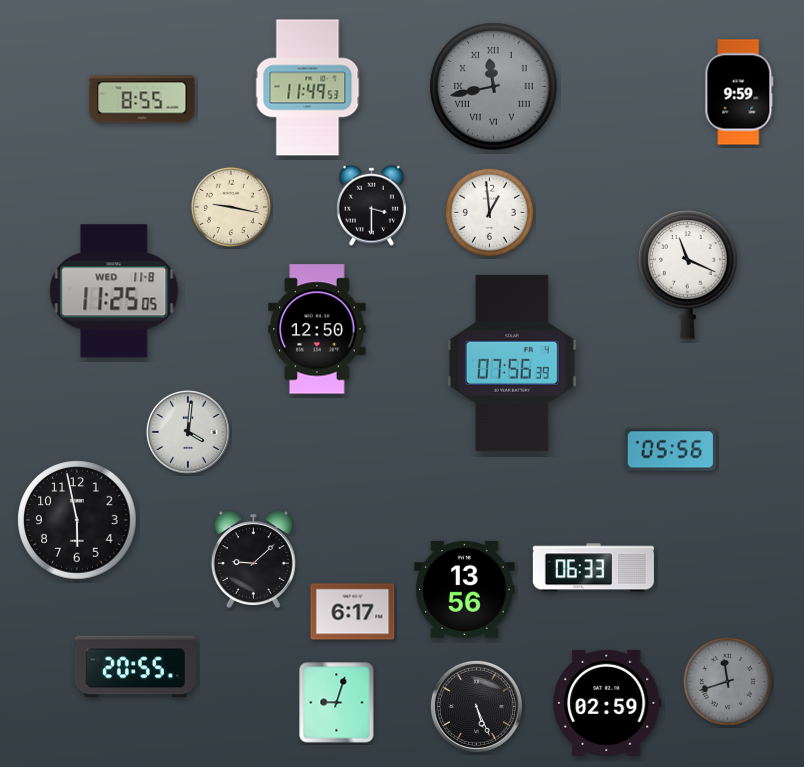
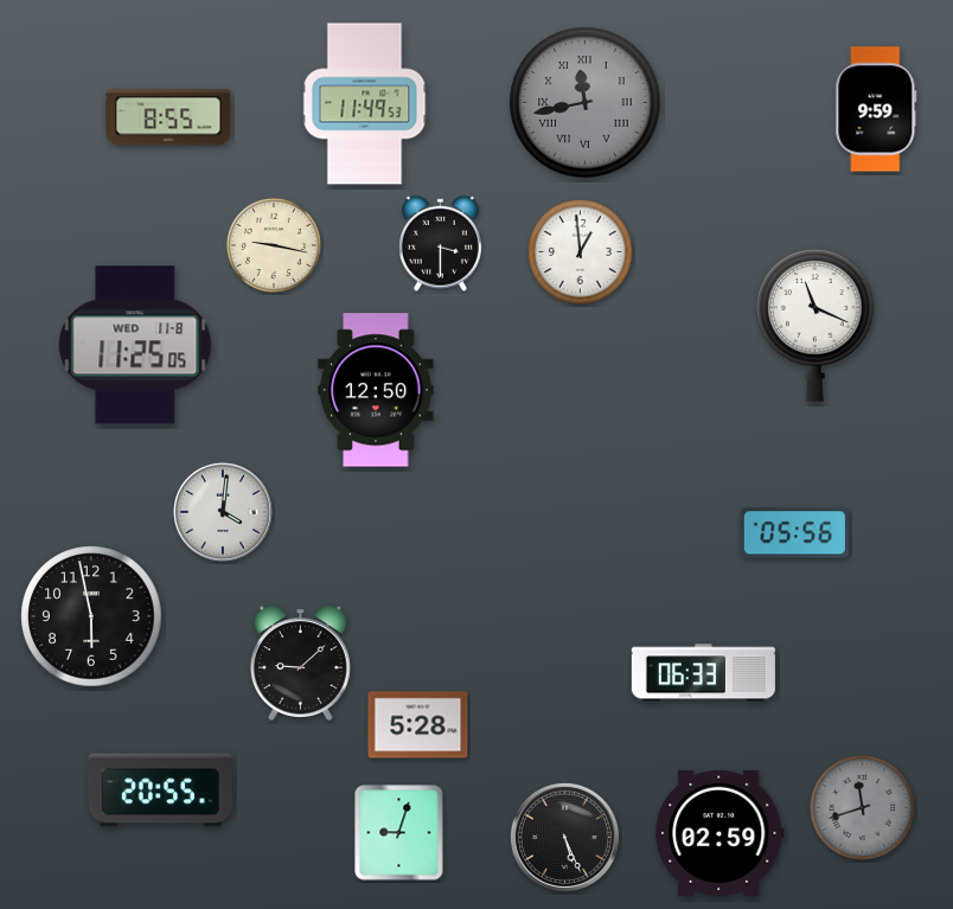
clock at (512, 363): 07:56 -> none
clock at (465, 589): 13:56 -> none
clock at (353, 612): 6:17 -> 5:28
